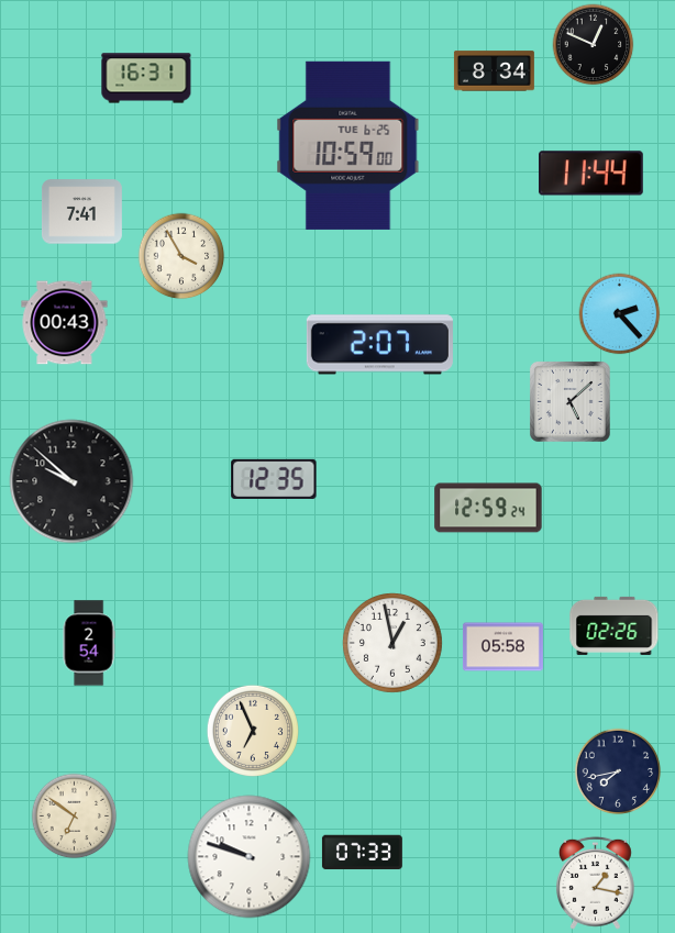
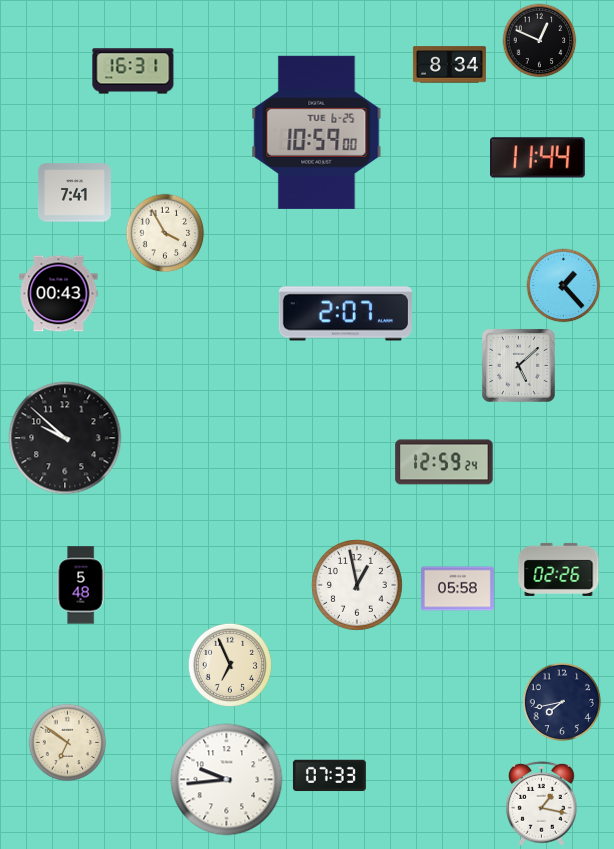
clock at (620, 314): 2:23 -> 1:23
clock at (274, 479): 12:35 -> none
clock at (89, 643): 2:54 -> 5:48
clock at (250, 857): 9:48 -> 9:44
